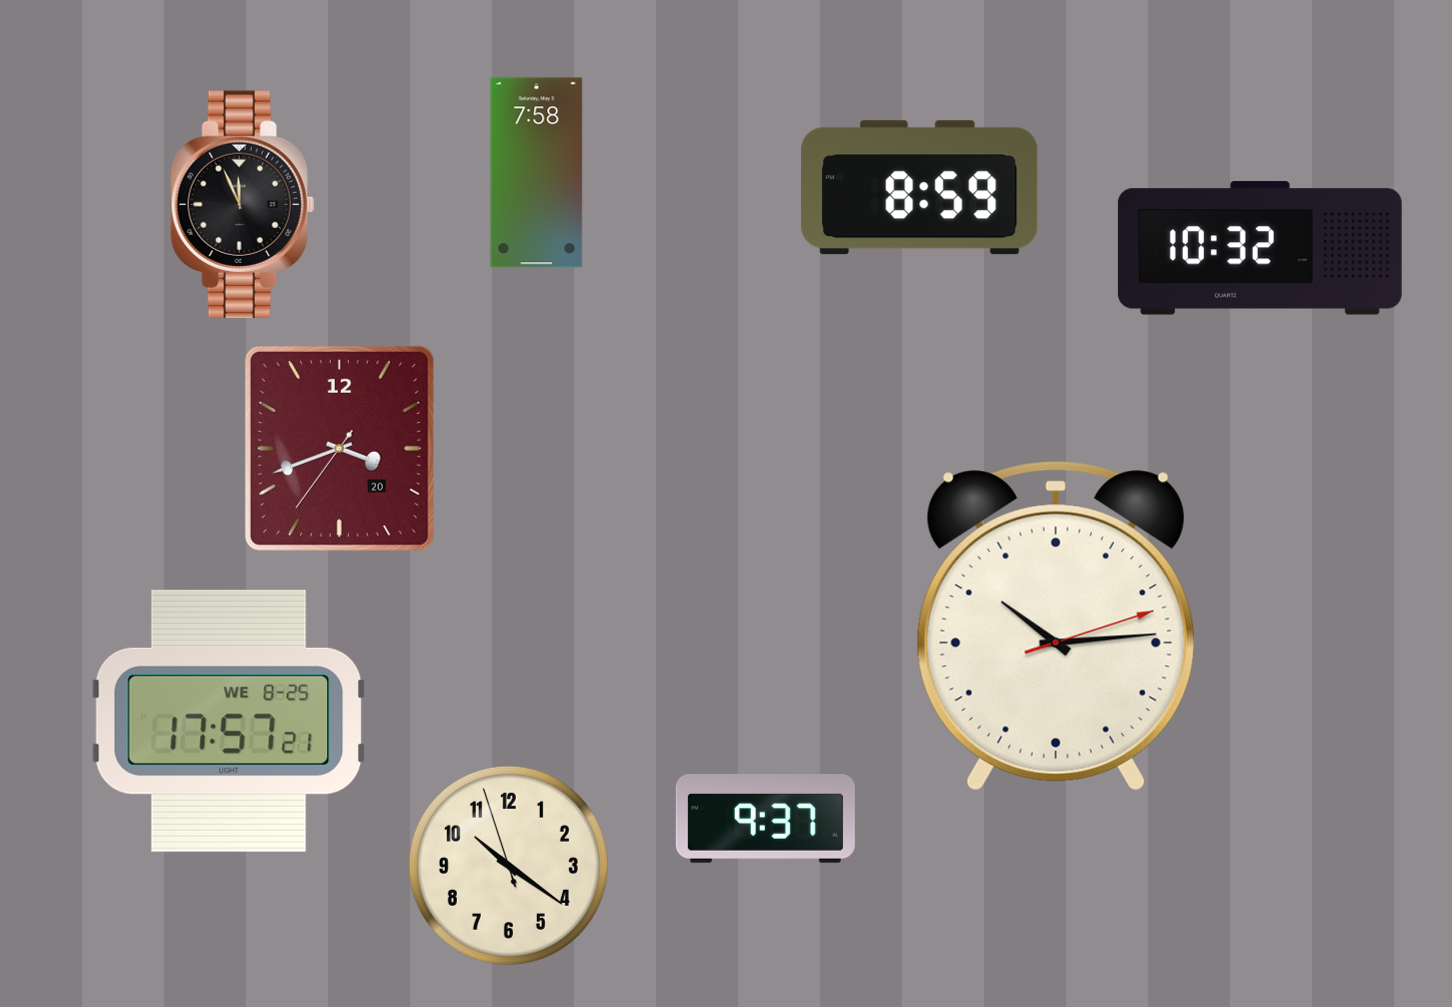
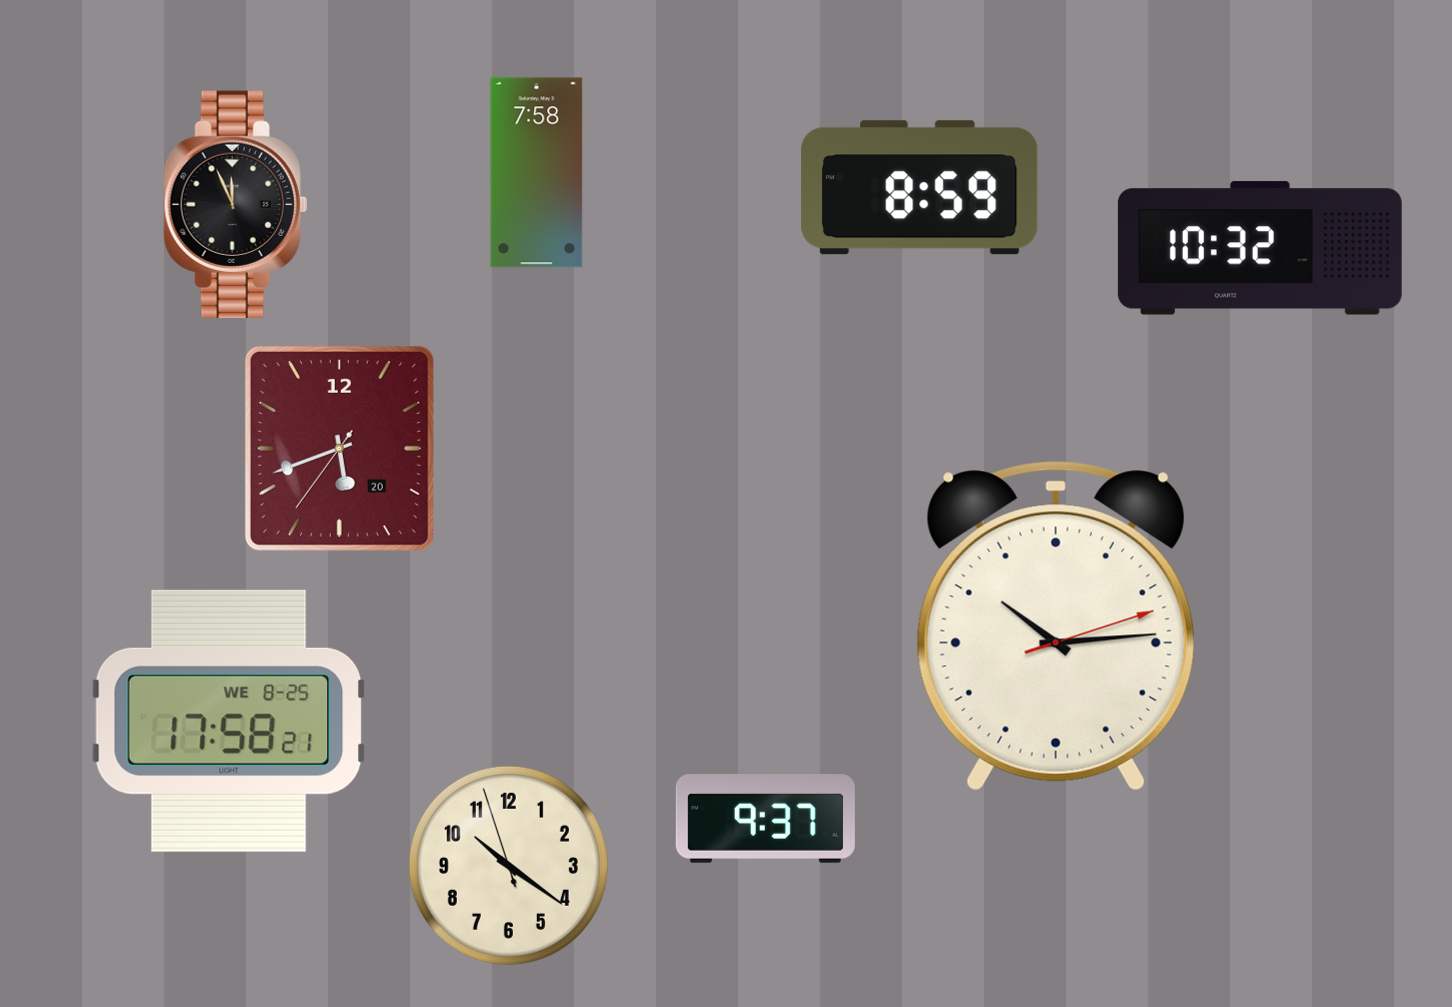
clock at (242, 204) position: (242, 204) -> (235, 204)
clock at (339, 448): 3:41 -> 5:41
clock at (229, 721): 17:57 -> 17:58
